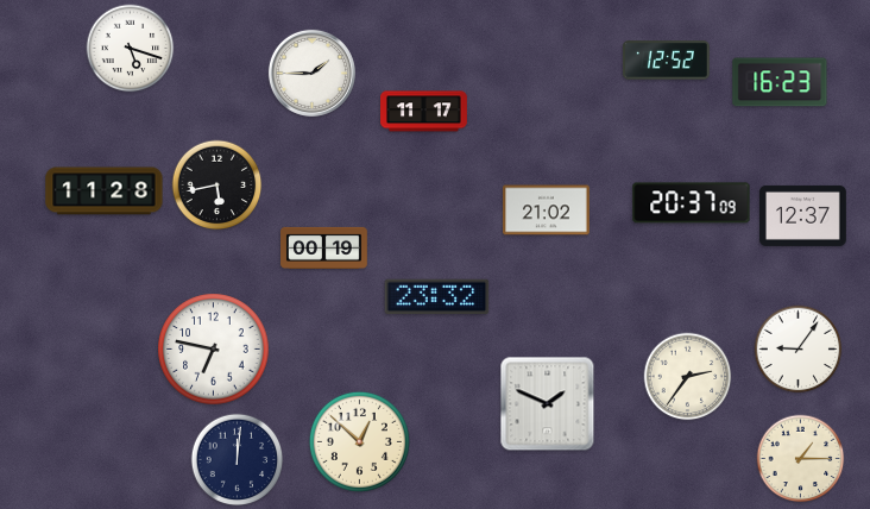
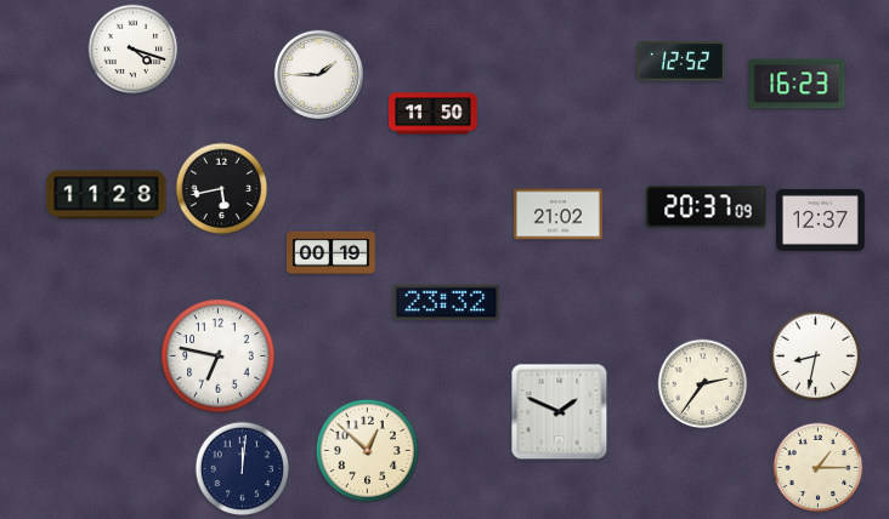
clock at (131, 49): 5:18 -> 4:18
clock at (424, 112): 11:17 -> 11:50
clock at (799, 350): 9:06 -> 8:32
